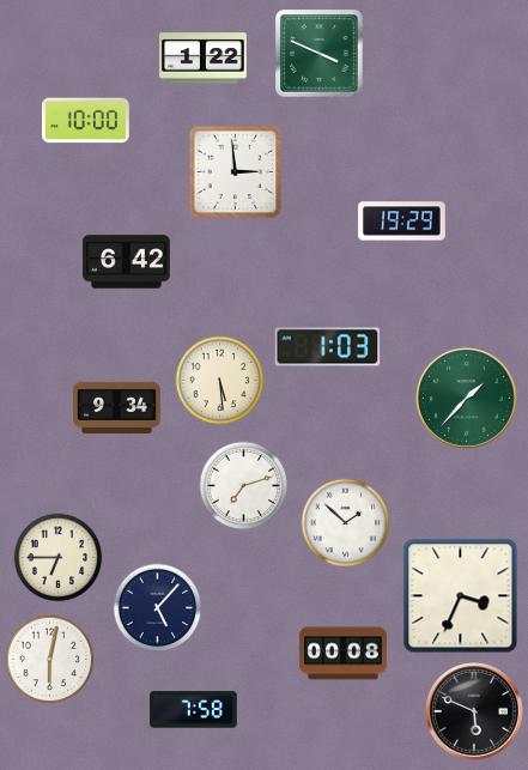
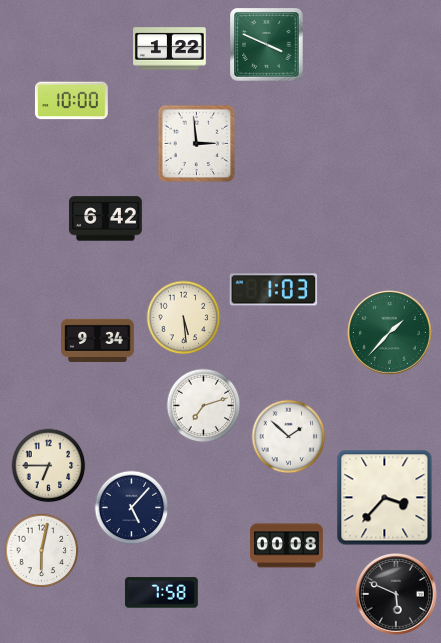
clock at (402, 222): 19:29 -> none
clock at (461, 596): 3:34 -> 3:37
